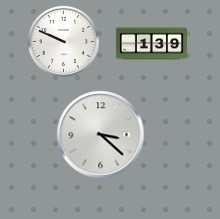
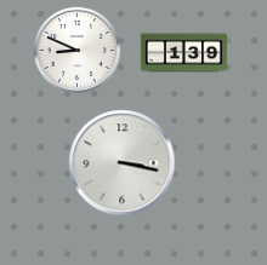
clock at (63, 41): 9:49 -> 8:49
clock at (101, 135): 3:22 -> 3:17
